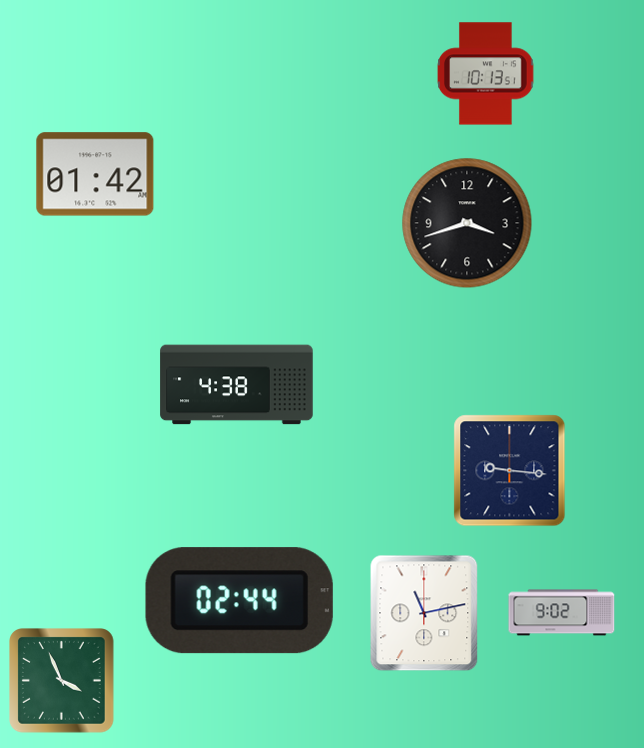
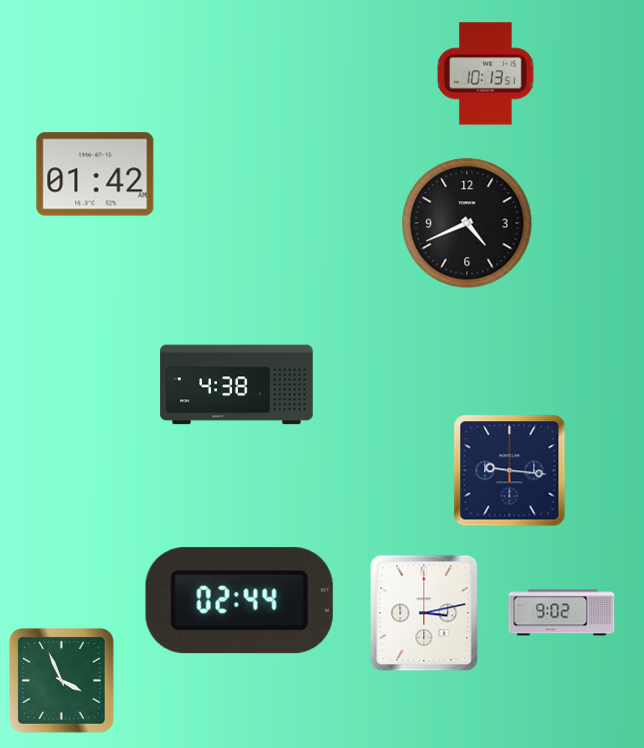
clock at (467, 223): 3:42 -> 4:41
clock at (424, 613): 11:13 -> 3:13
